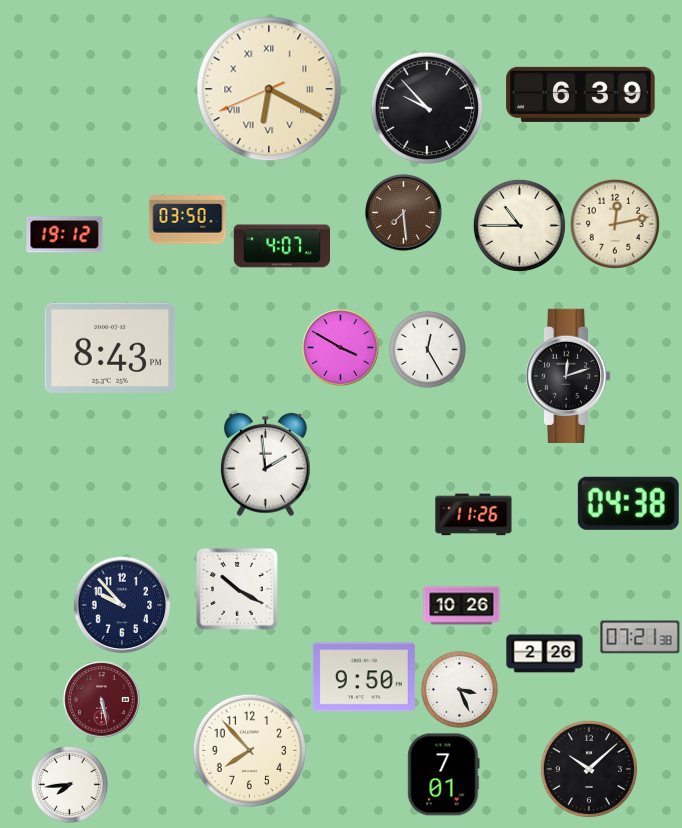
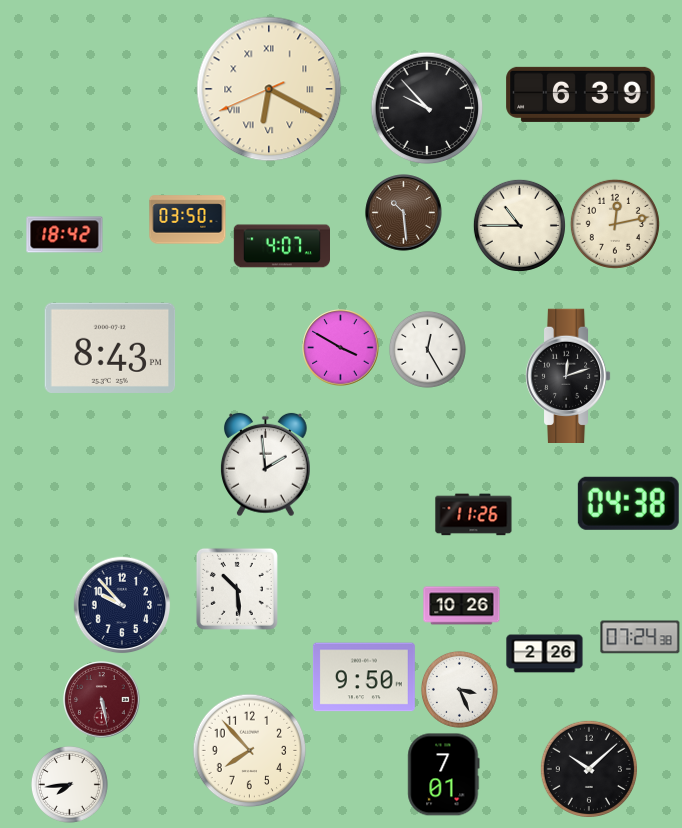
clock at (404, 213): 7:29 -> 10:29
clock at (65, 235): 19:12 -> 18:42
clock at (237, 589): 10:20 -> 10:29
clock at (640, 637): 07:21 -> 07:24
